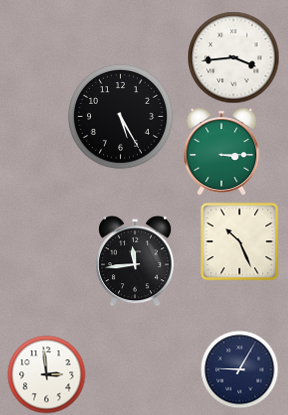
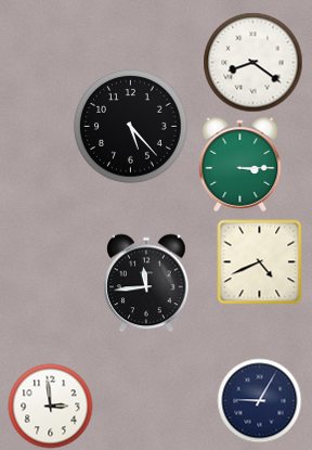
clock at (233, 57): 3:44 -> 8:21
clock at (121, 117): 5:25 -> 5:23
clock at (239, 241): 10:26 -> 4:41
